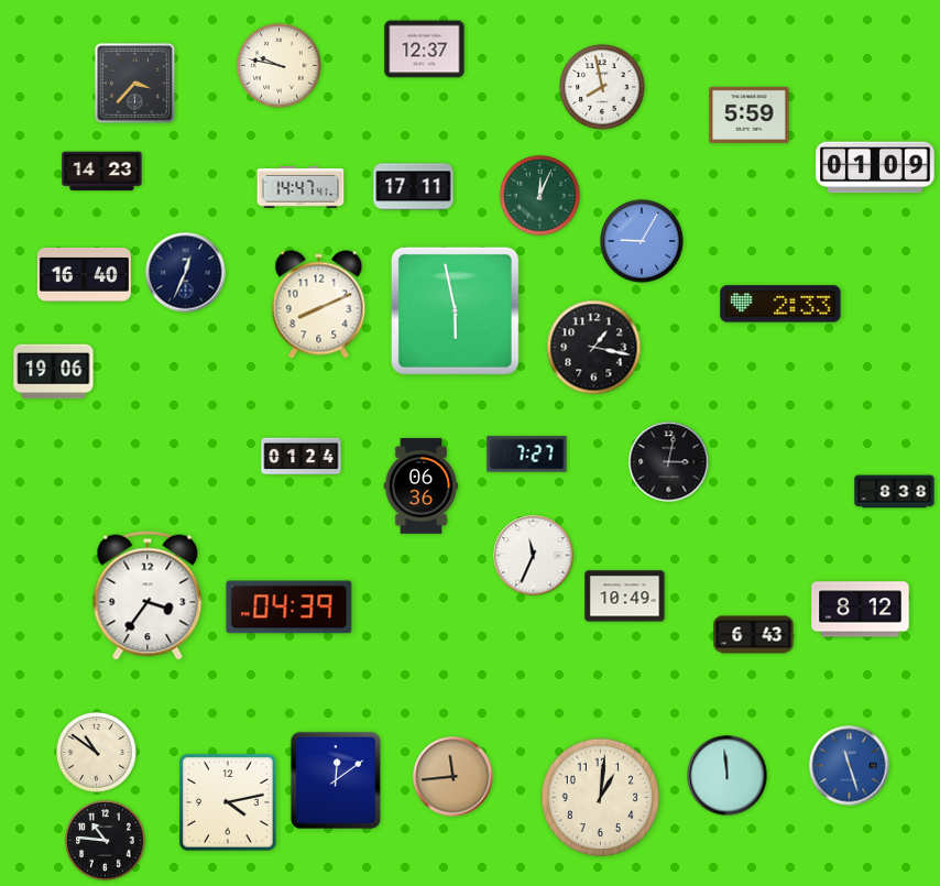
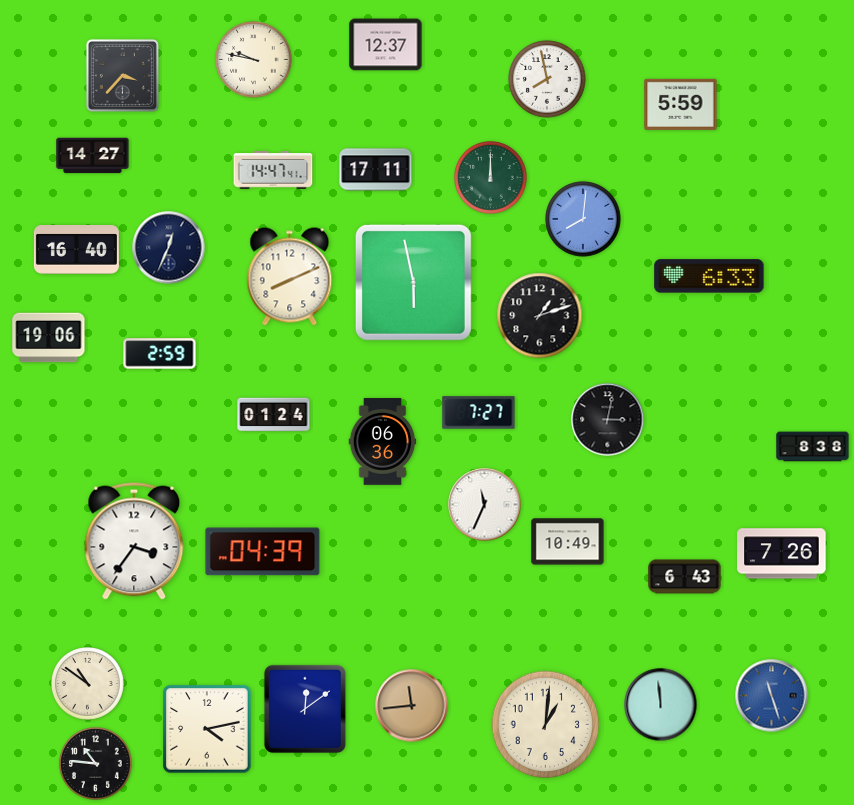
clock at (875, 167): 01:09 -> none
clock at (102, 172): 14:23 -> 14:27
clock at (540, 196): 12:04 -> 12:00
clock at (642, 241): 9:05 -> 8:01
clock at (780, 304): 2:33 -> 6:33
clock at (594, 348): 1:17 -> 1:12
clock at (160, 354): none -> 2:59
clock at (861, 610): 8:12 -> 7:26
